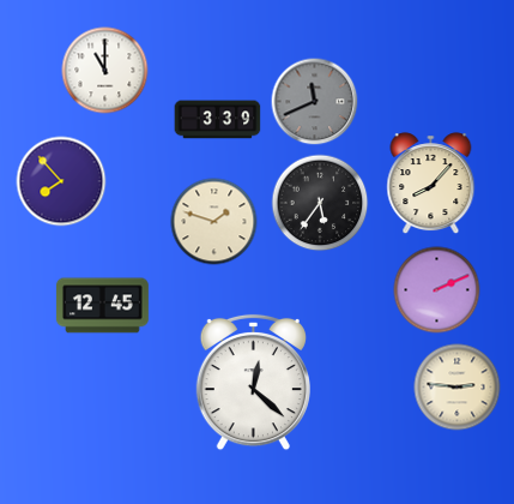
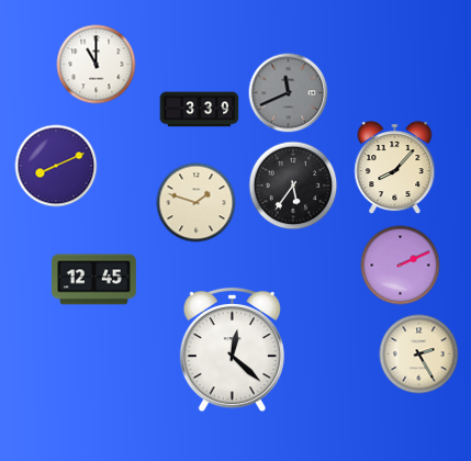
clock at (61, 181): 7:53 -> 8:11
clock at (458, 388): 2:46 -> 2:25
